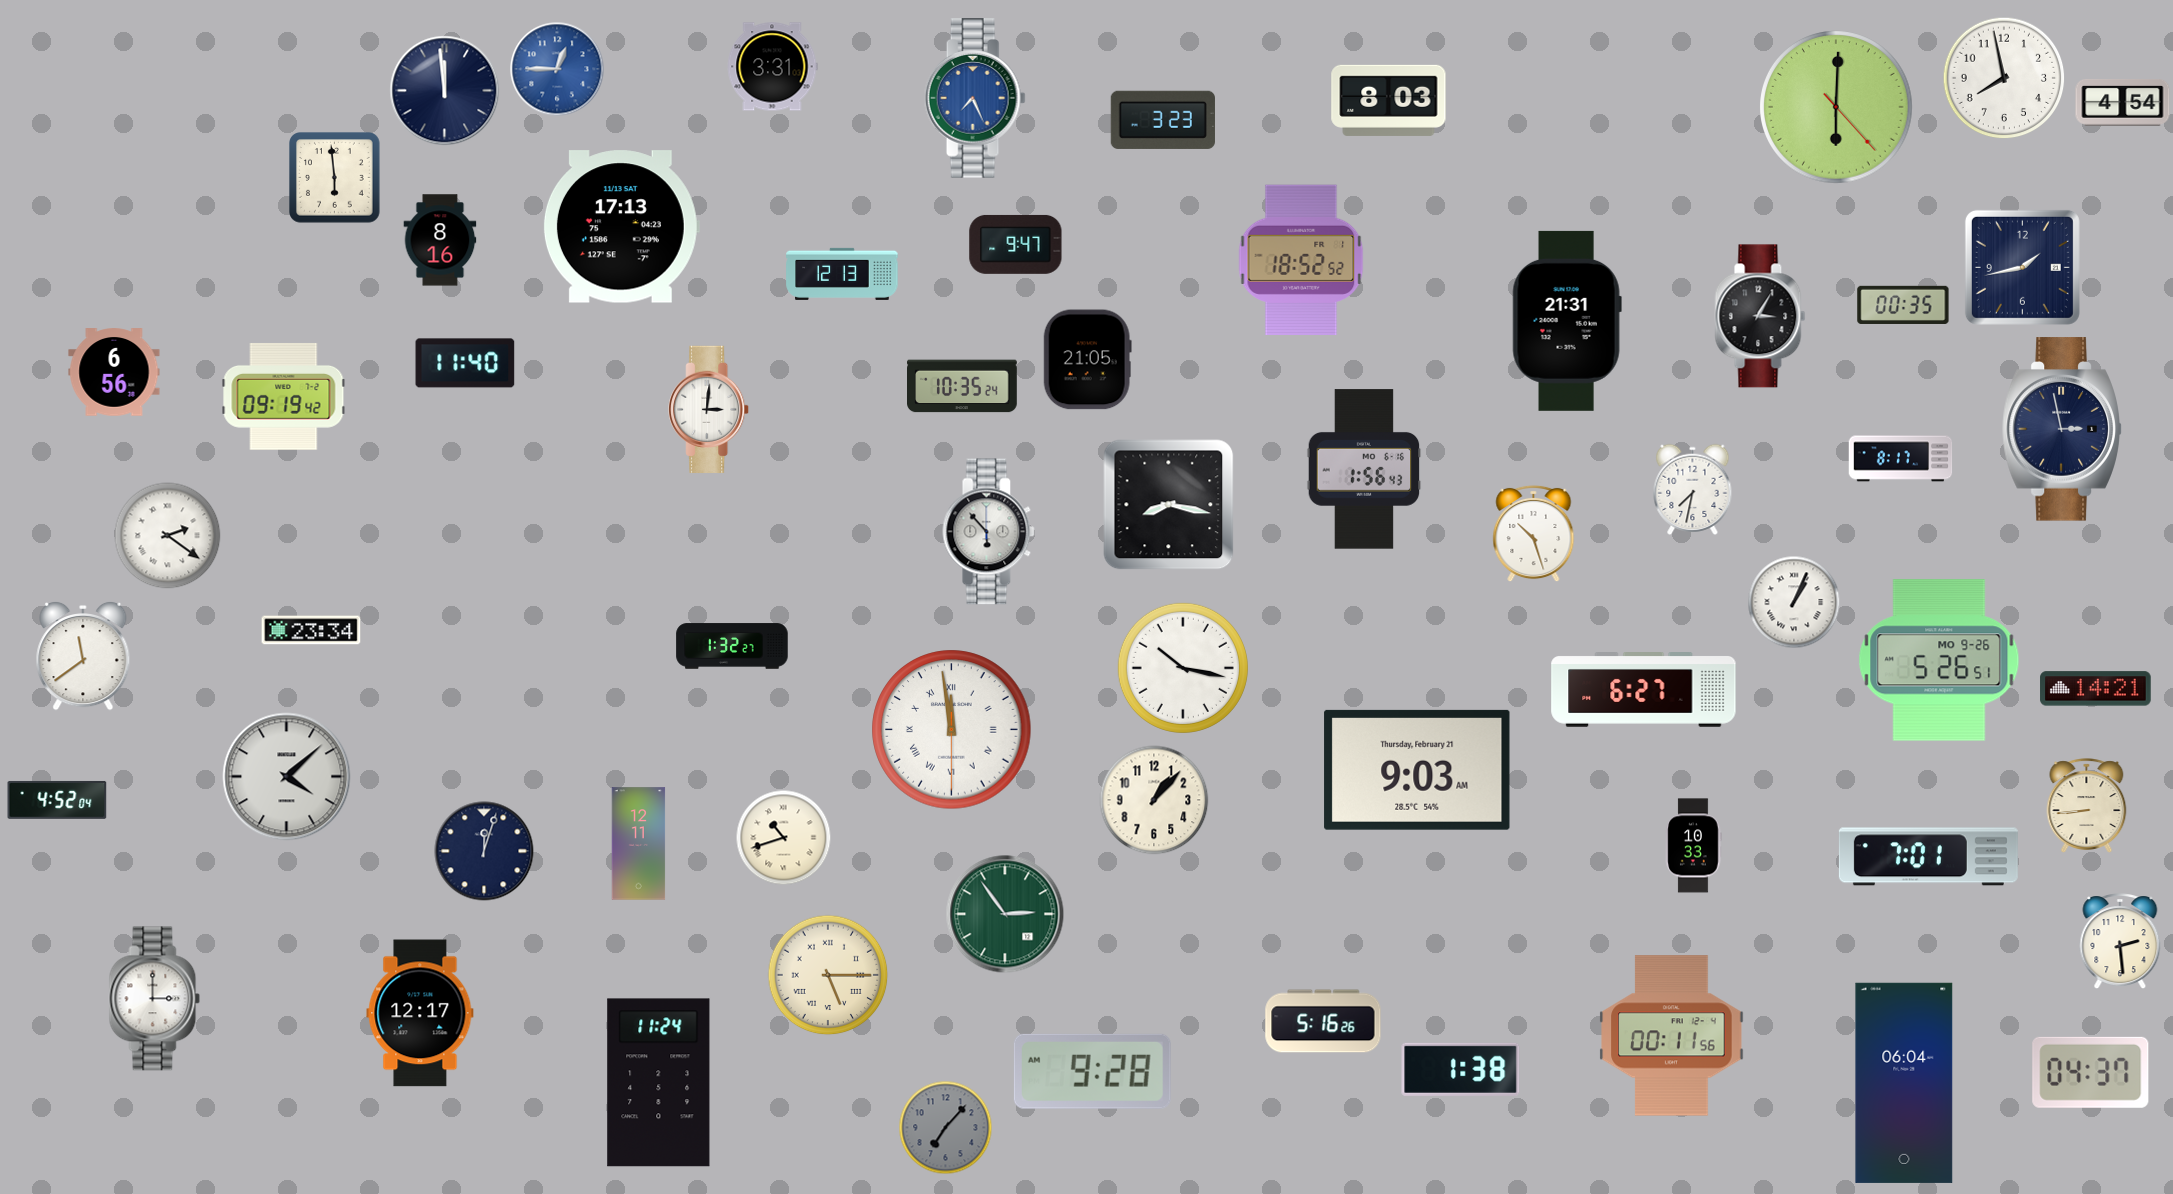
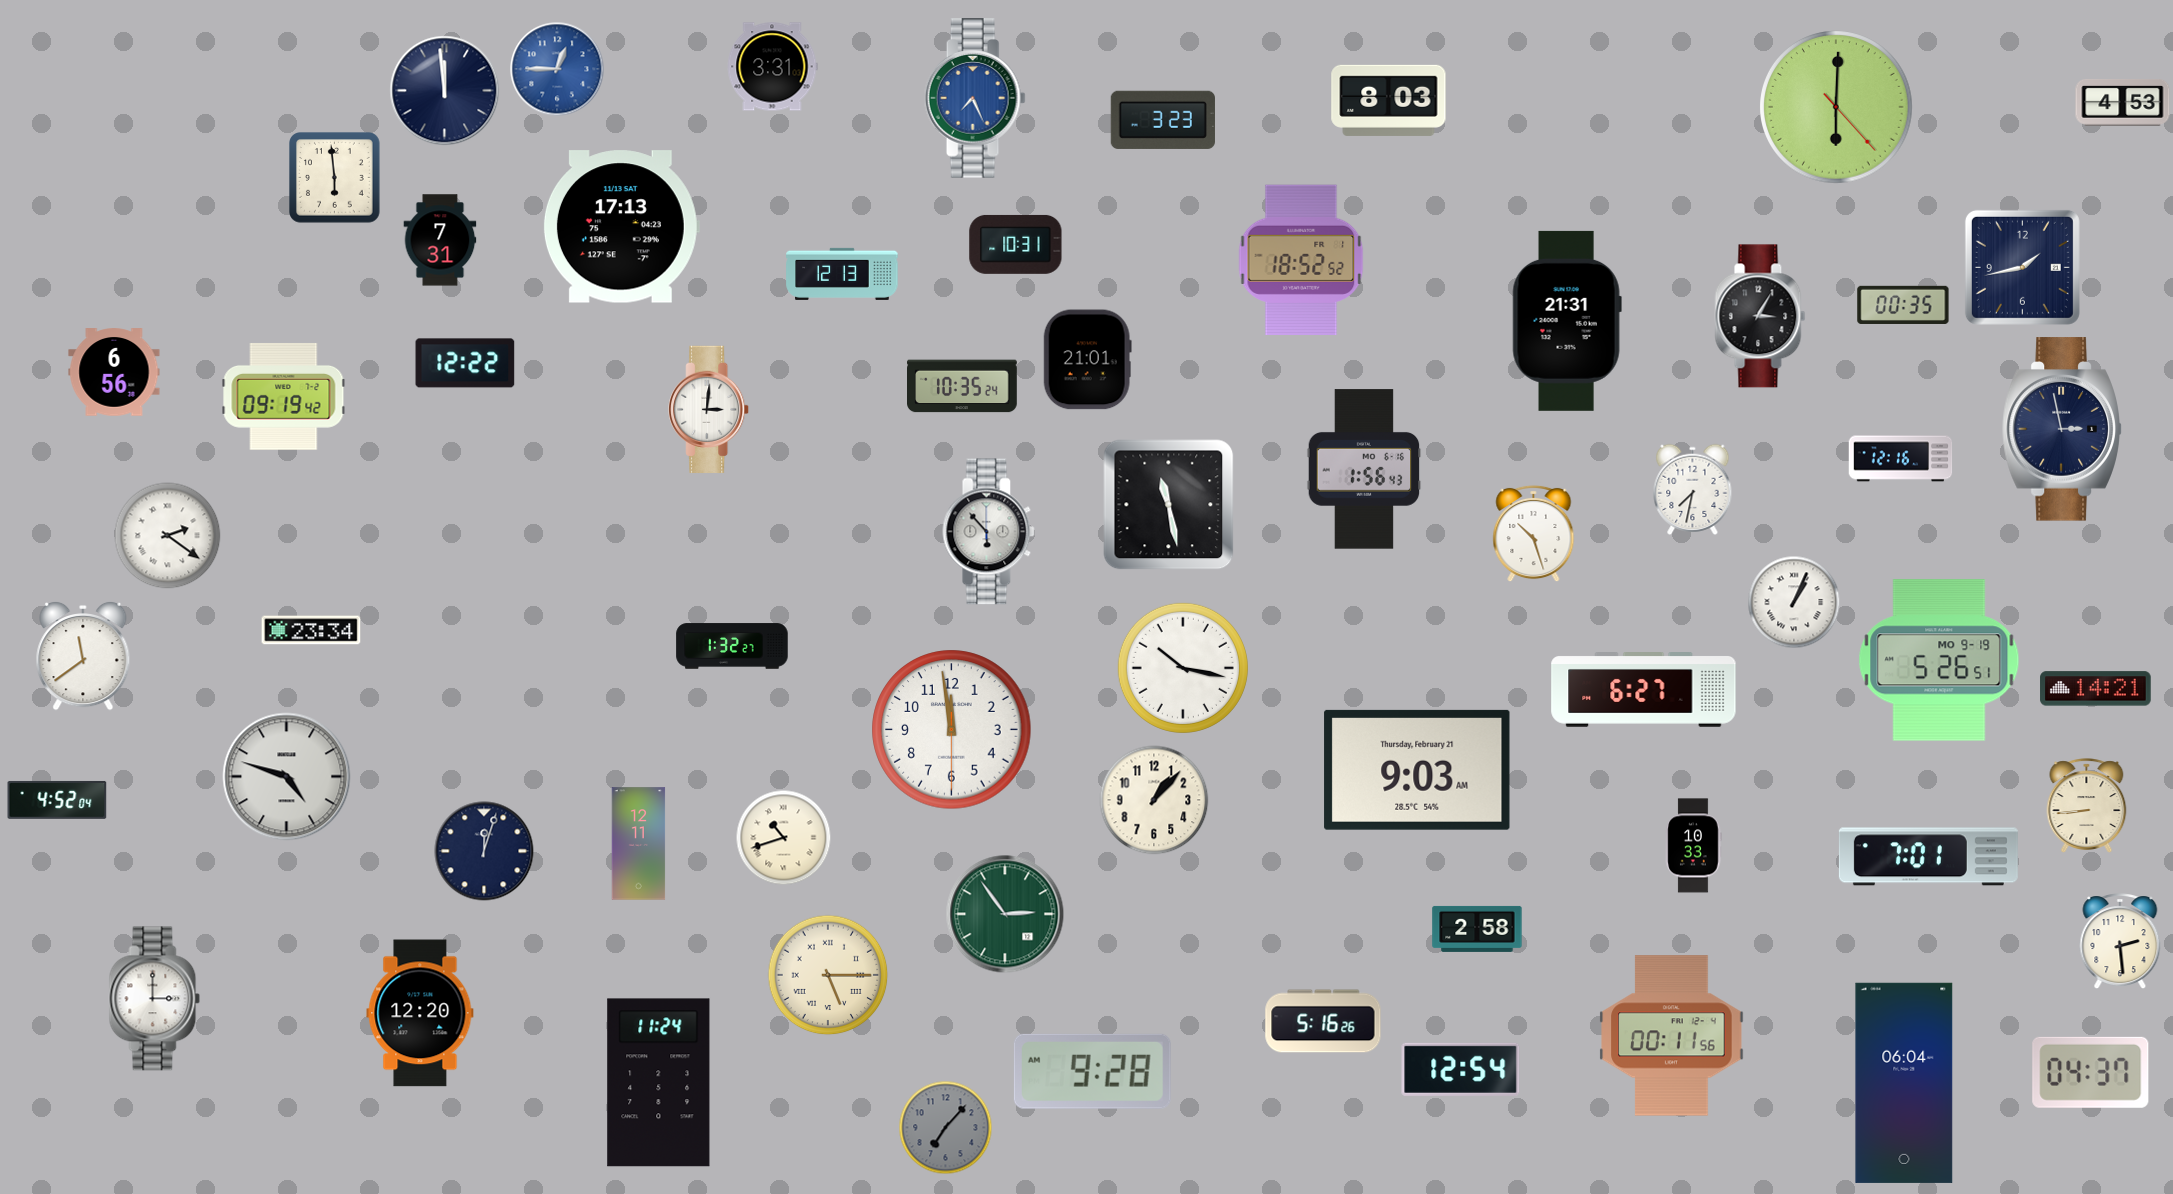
clock at (2004, 78): 7:58 -> none
clock at (2123, 103): 4:54 -> 4:53
clock at (440, 240): 8:16 -> 7:31
clock at (1016, 244): 9:47 -> 10:31
clock at (1087, 360): 21:05 -> 21:01
clock at (465, 363): 11:40 -> 12:22
clock at (1901, 459): 8:17 -> 12:16
clock at (1169, 505): 8:17 -> 11:28
clock at (1939, 660) date: MO 9-26 -> MO 9-19
clock at (952, 730) numerals: Roman -> Arabic
clock at (287, 777): 4:08 -> 4:48
clock at (1477, 929): none -> 2:58
clock at (420, 1013): 12:17 -> 12:20
clock at (1461, 1069): 1:38 -> 12:54
